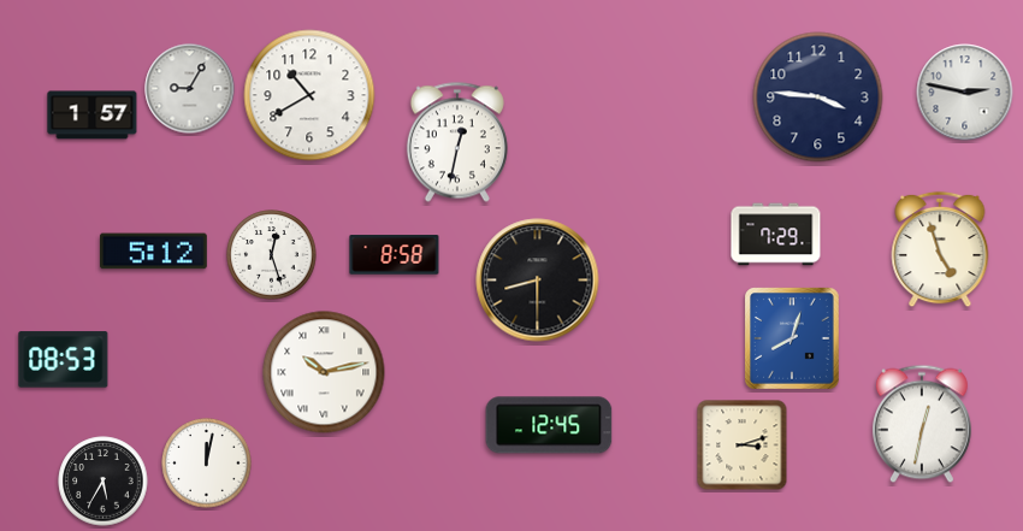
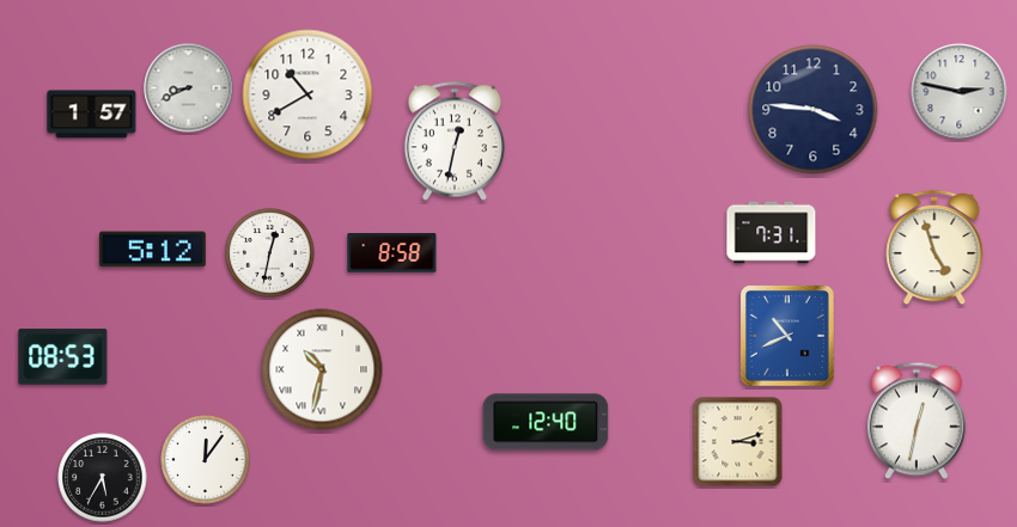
clock at (190, 89): 9:05 -> 8:41
clock at (818, 98) position: (818, 98) -> (814, 110)
clock at (776, 235): 7:29 -> 7:31
clock at (272, 255): 12:27 -> 12:32
clock at (538, 281): 8:30 -> none
clock at (792, 338): 8:03 -> 10:41
clock at (324, 372): 10:13 -> 10:32
clock at (549, 425): 12:45 -> 12:40
clock at (207, 464): 12:02 -> 12:06
